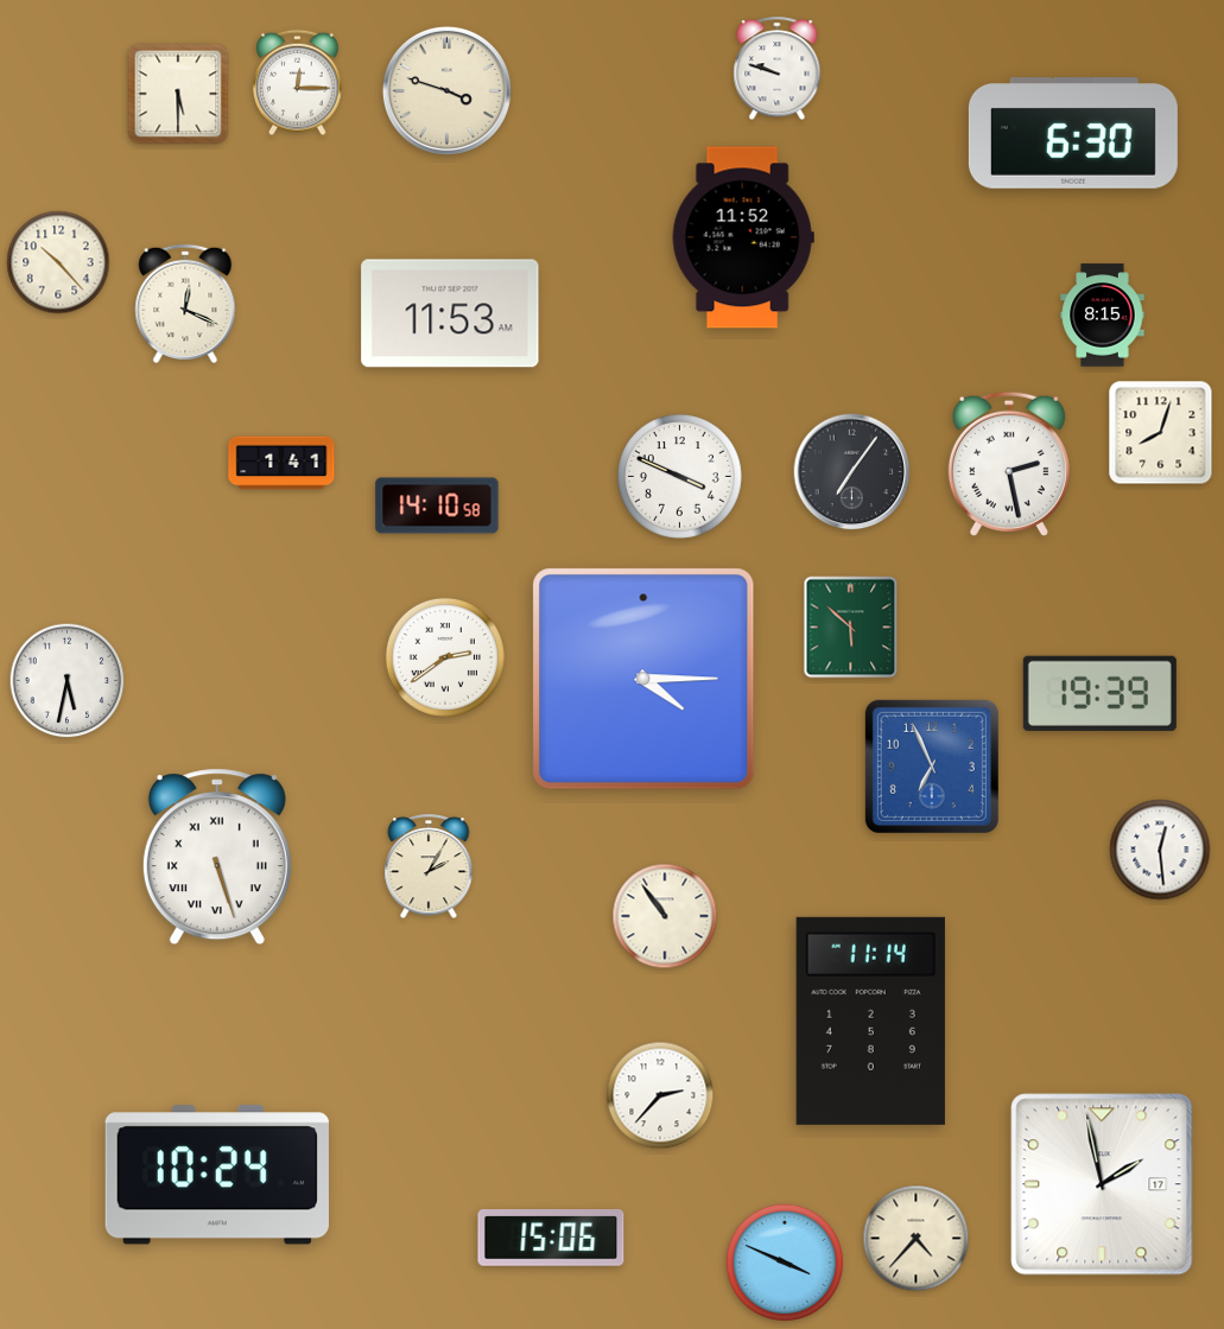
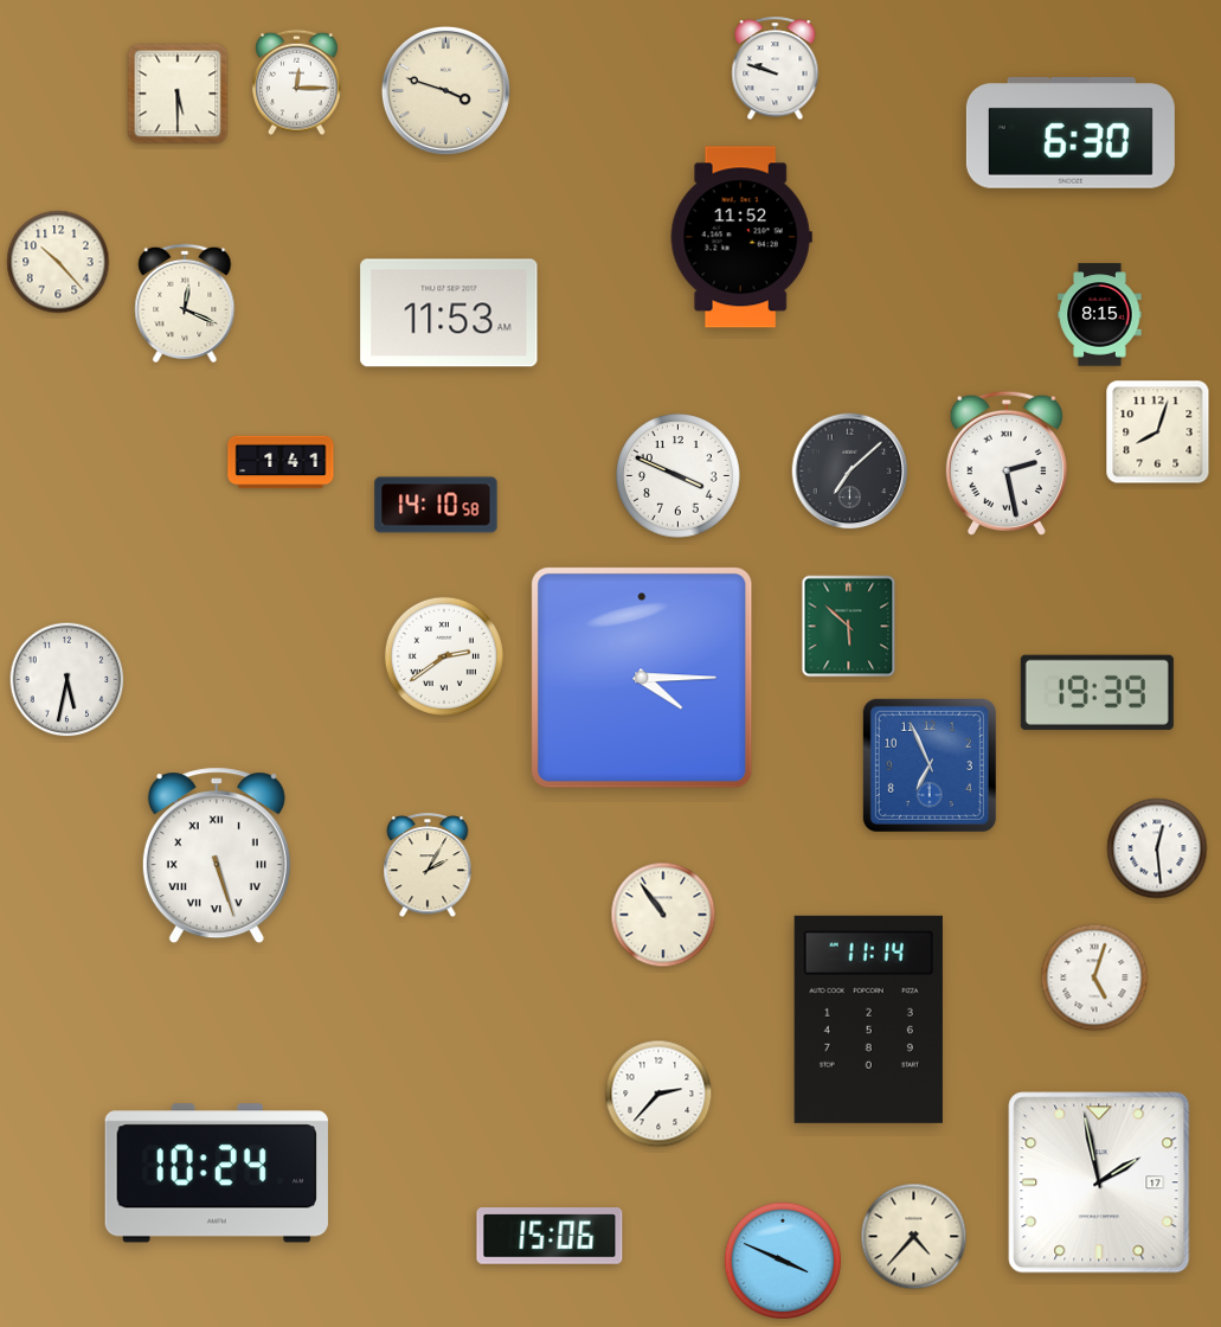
clock at (852, 472): 7:06 -> 7:08
clock at (1094, 977): none -> 5:03
